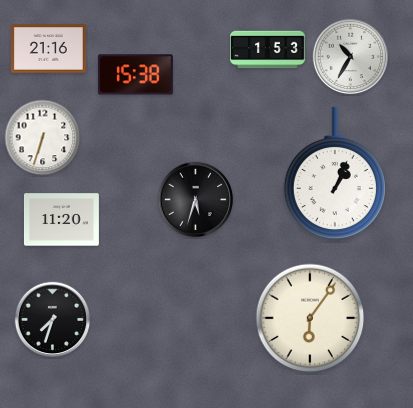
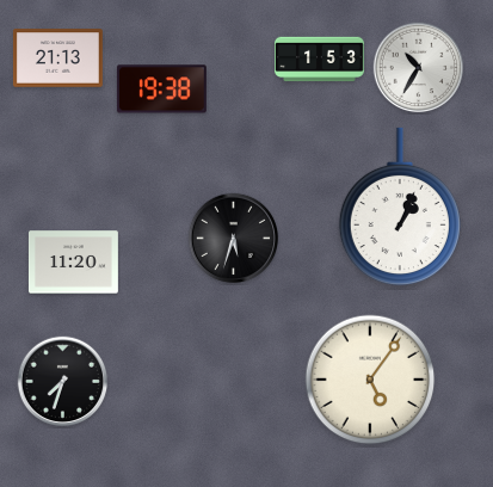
clock at (48, 49): 21:16 -> 21:13
clock at (135, 75): 15:38 -> 19:38
clock at (43, 138): 6:33 -> none
clock at (310, 318): 6:06 -> 5:06
